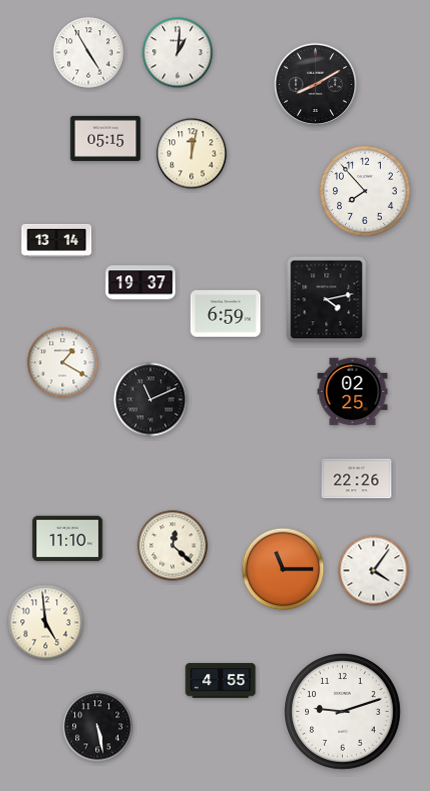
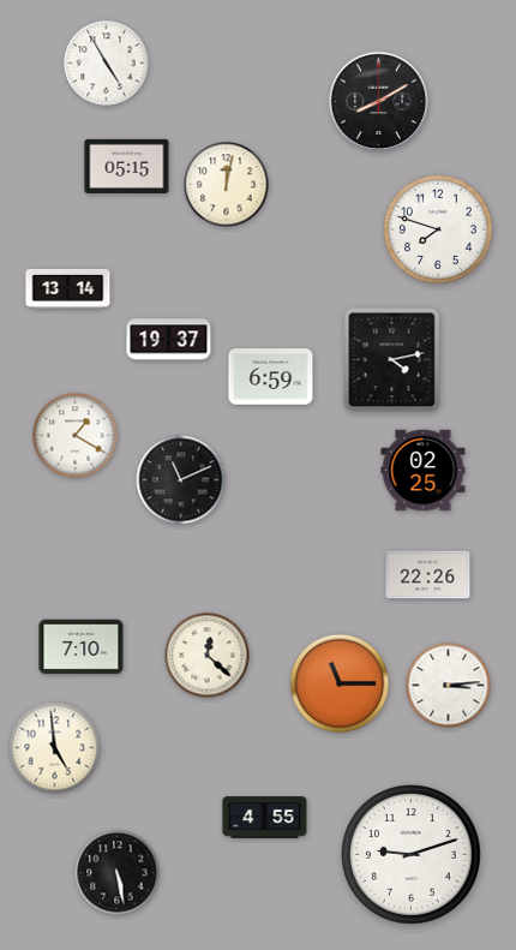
clock at (178, 53): 1:01 -> none
clock at (192, 154) position: (192, 154) -> (227, 185)
clock at (366, 192): 7:53 -> 7:48
clock at (68, 539): 11:10 -> 7:10
clock at (374, 571): 4:06 -> 3:14
